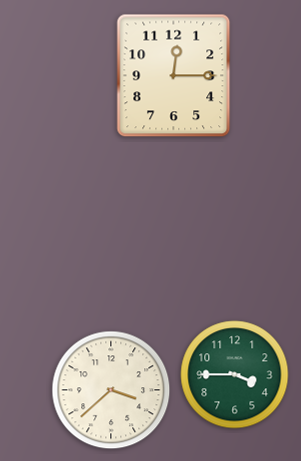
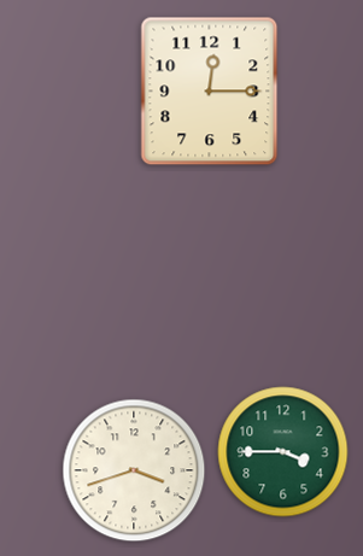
clock at (111, 390): 3:38 -> 3:42
